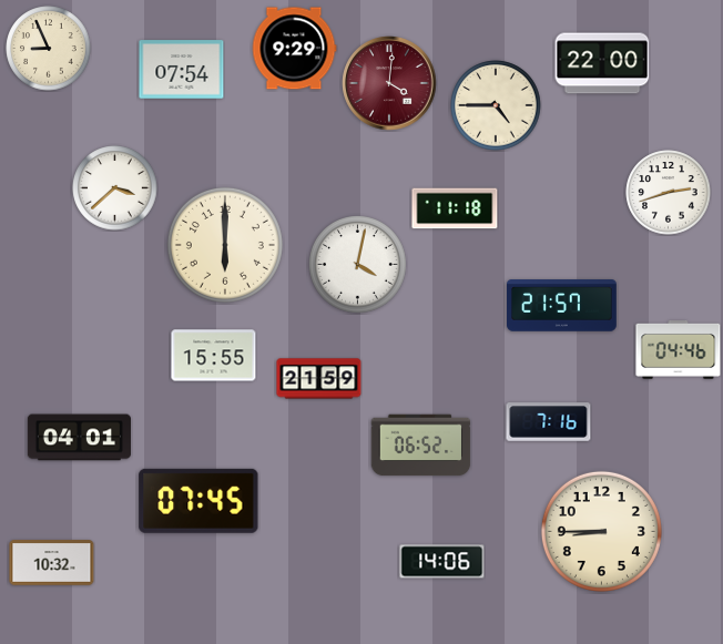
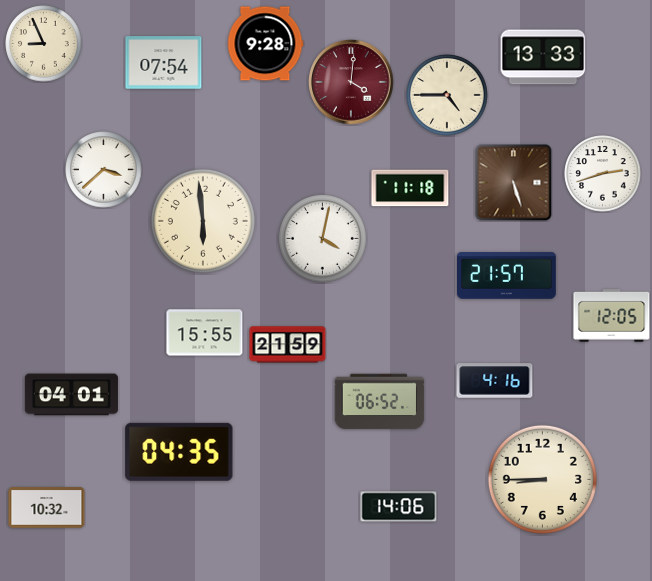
clock at (294, 49): 9:29 -> 9:28
clock at (602, 63): 22:00 -> 13:33
clock at (389, 83) position: (389, 83) -> (351, 82)
clock at (514, 183): none -> 5:27
clock at (225, 245): 6:00 -> 5:59
clock at (679, 350): 04:46 -> 12:05
clock at (214, 356) position: (214, 356) -> (205, 333)
clock at (319, 379) position: (319, 379) -> (288, 345)
clock at (549, 422): 7:16 -> 4:16
clock at (198, 501): 07:45 -> 04:35
